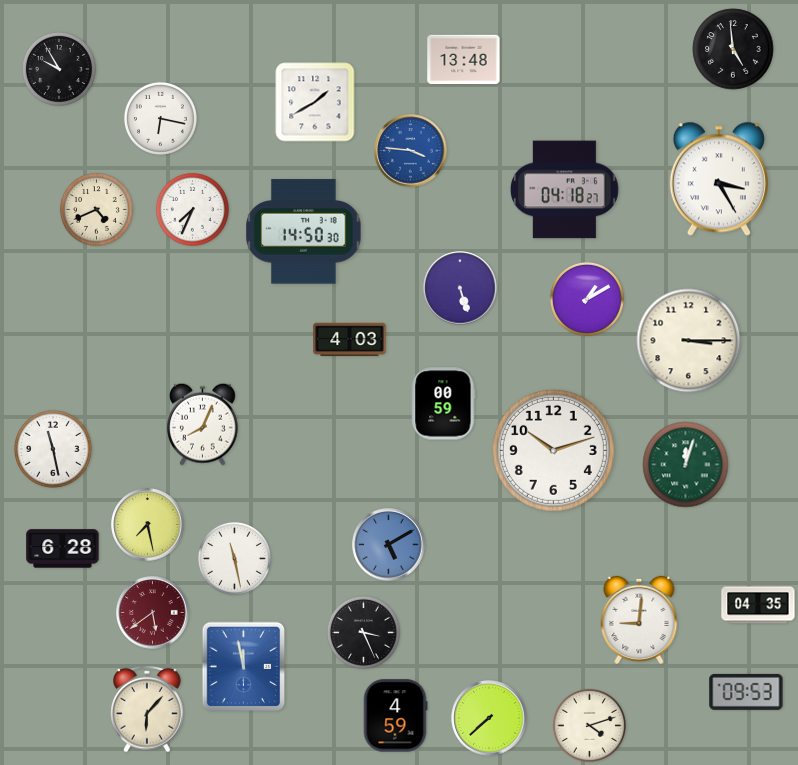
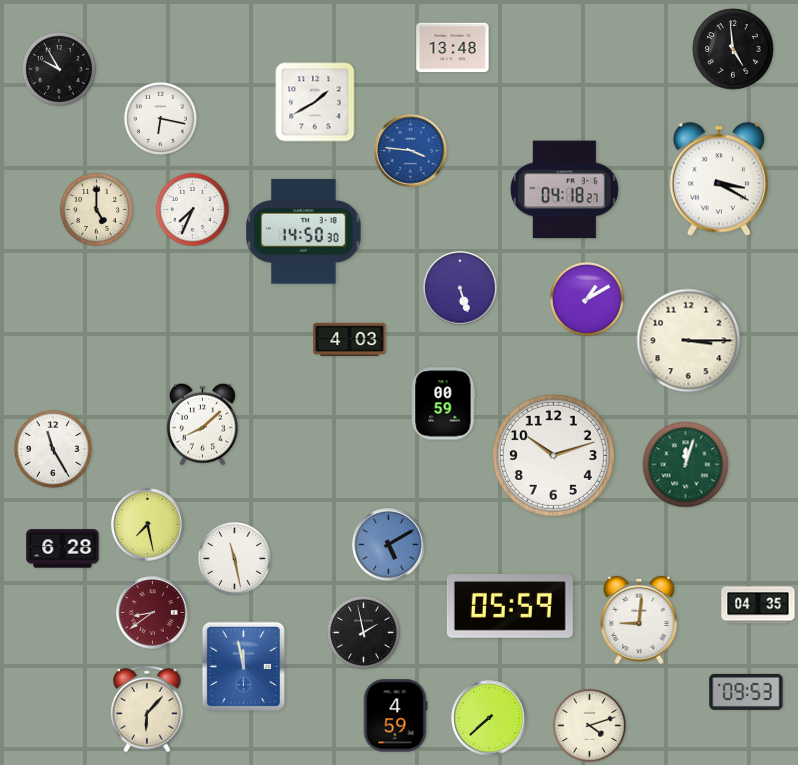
clock at (464, 60) position: (464, 60) -> (453, 48)
clock at (719, 179): 3:25 -> 3:20
clock at (96, 209): 4:41 -> 5:00
clock at (202, 424): 8:04 -> 8:08
clock at (53, 449): 11:28 -> 11:25
clock at (553, 450) position: (553, 450) -> (553, 455)
clock at (510, 607): none -> 05:59
clock at (153, 613): 5:39 -> 8:39
clock at (363, 632): 3:26 -> 1:58
